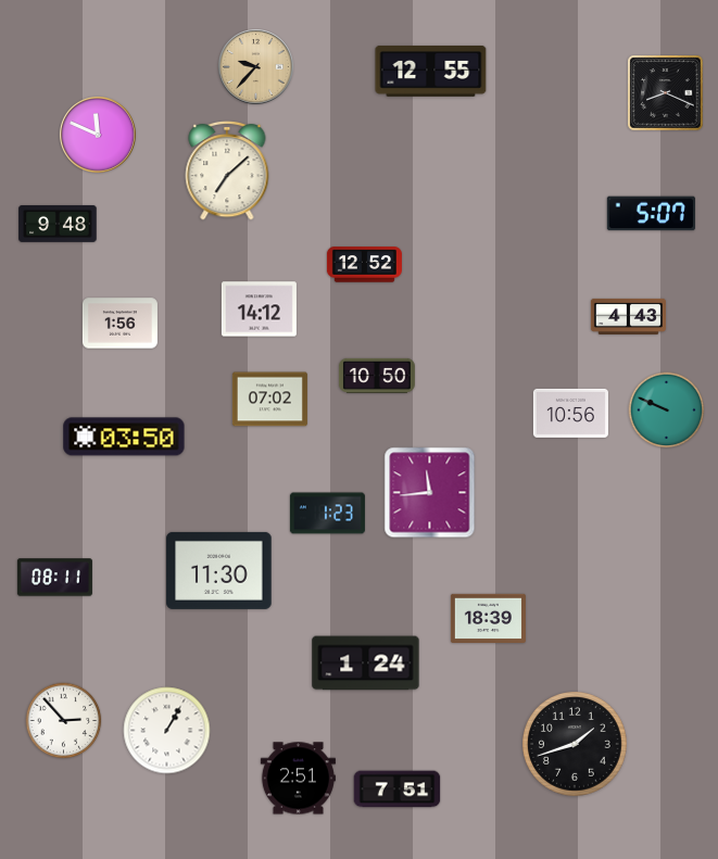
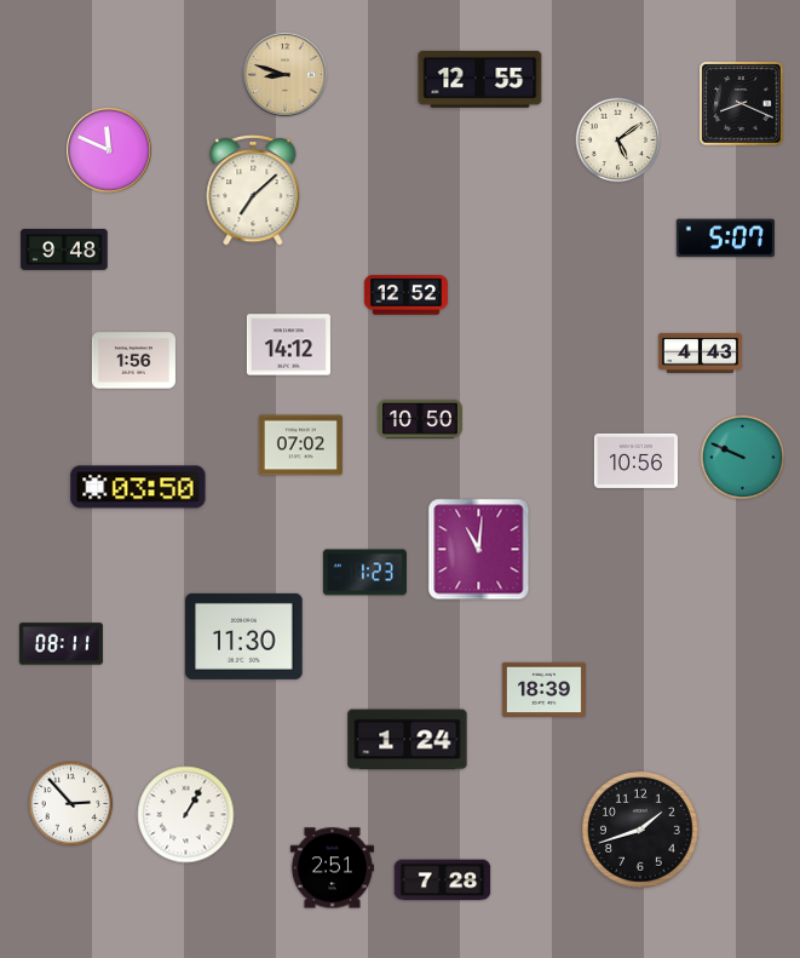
clock at (255, 66): 9:37 -> 8:48
clock at (618, 140): none -> 5:09
clock at (430, 493): 11:44 -> 11:01
clock at (398, 789): 7:51 -> 7:28
